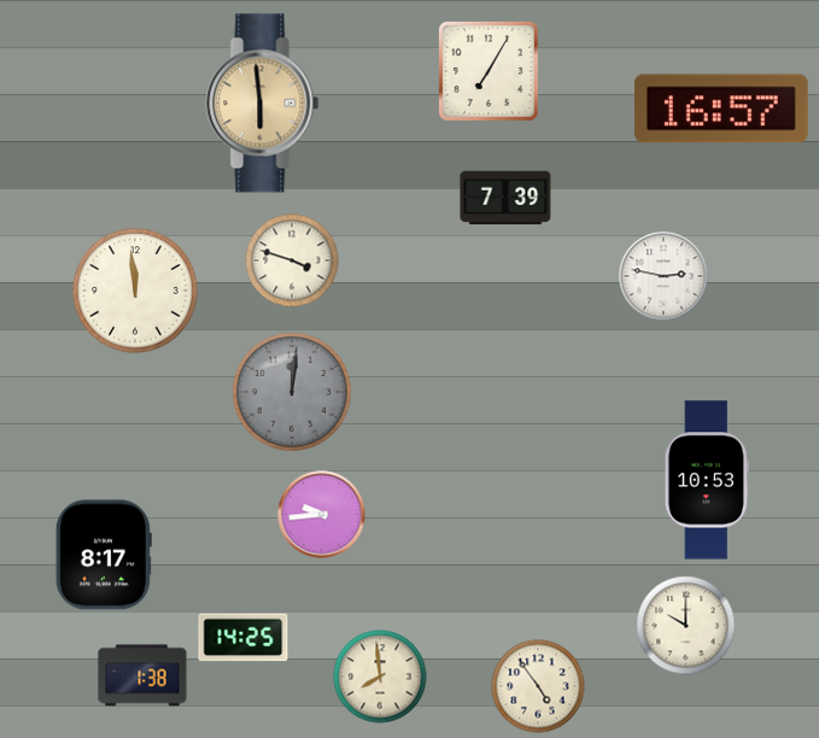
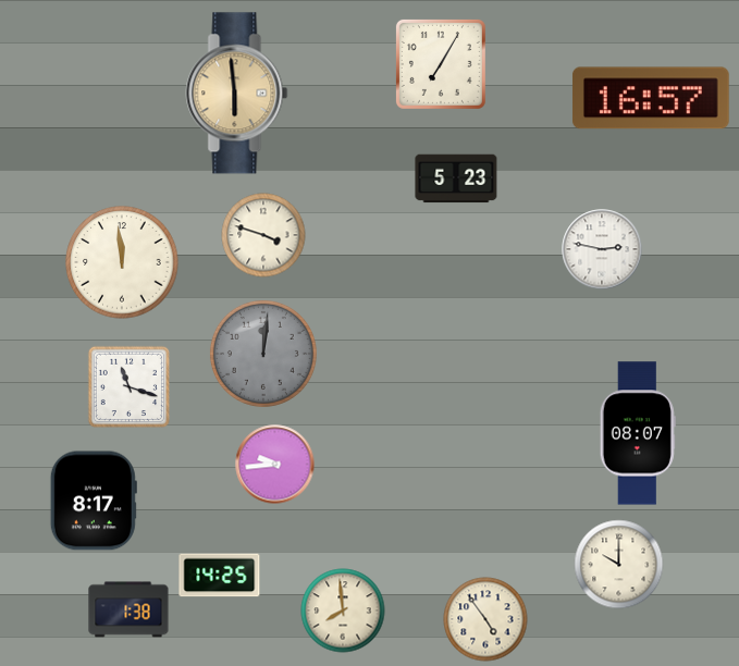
clock at (505, 198): 7:39 -> 5:23
clock at (663, 276) position: (663, 276) -> (602, 249)
clock at (128, 386): none -> 11:18
clock at (707, 480): 10:53 -> 08:07
clock at (322, 515) position: (322, 515) -> (275, 465)
